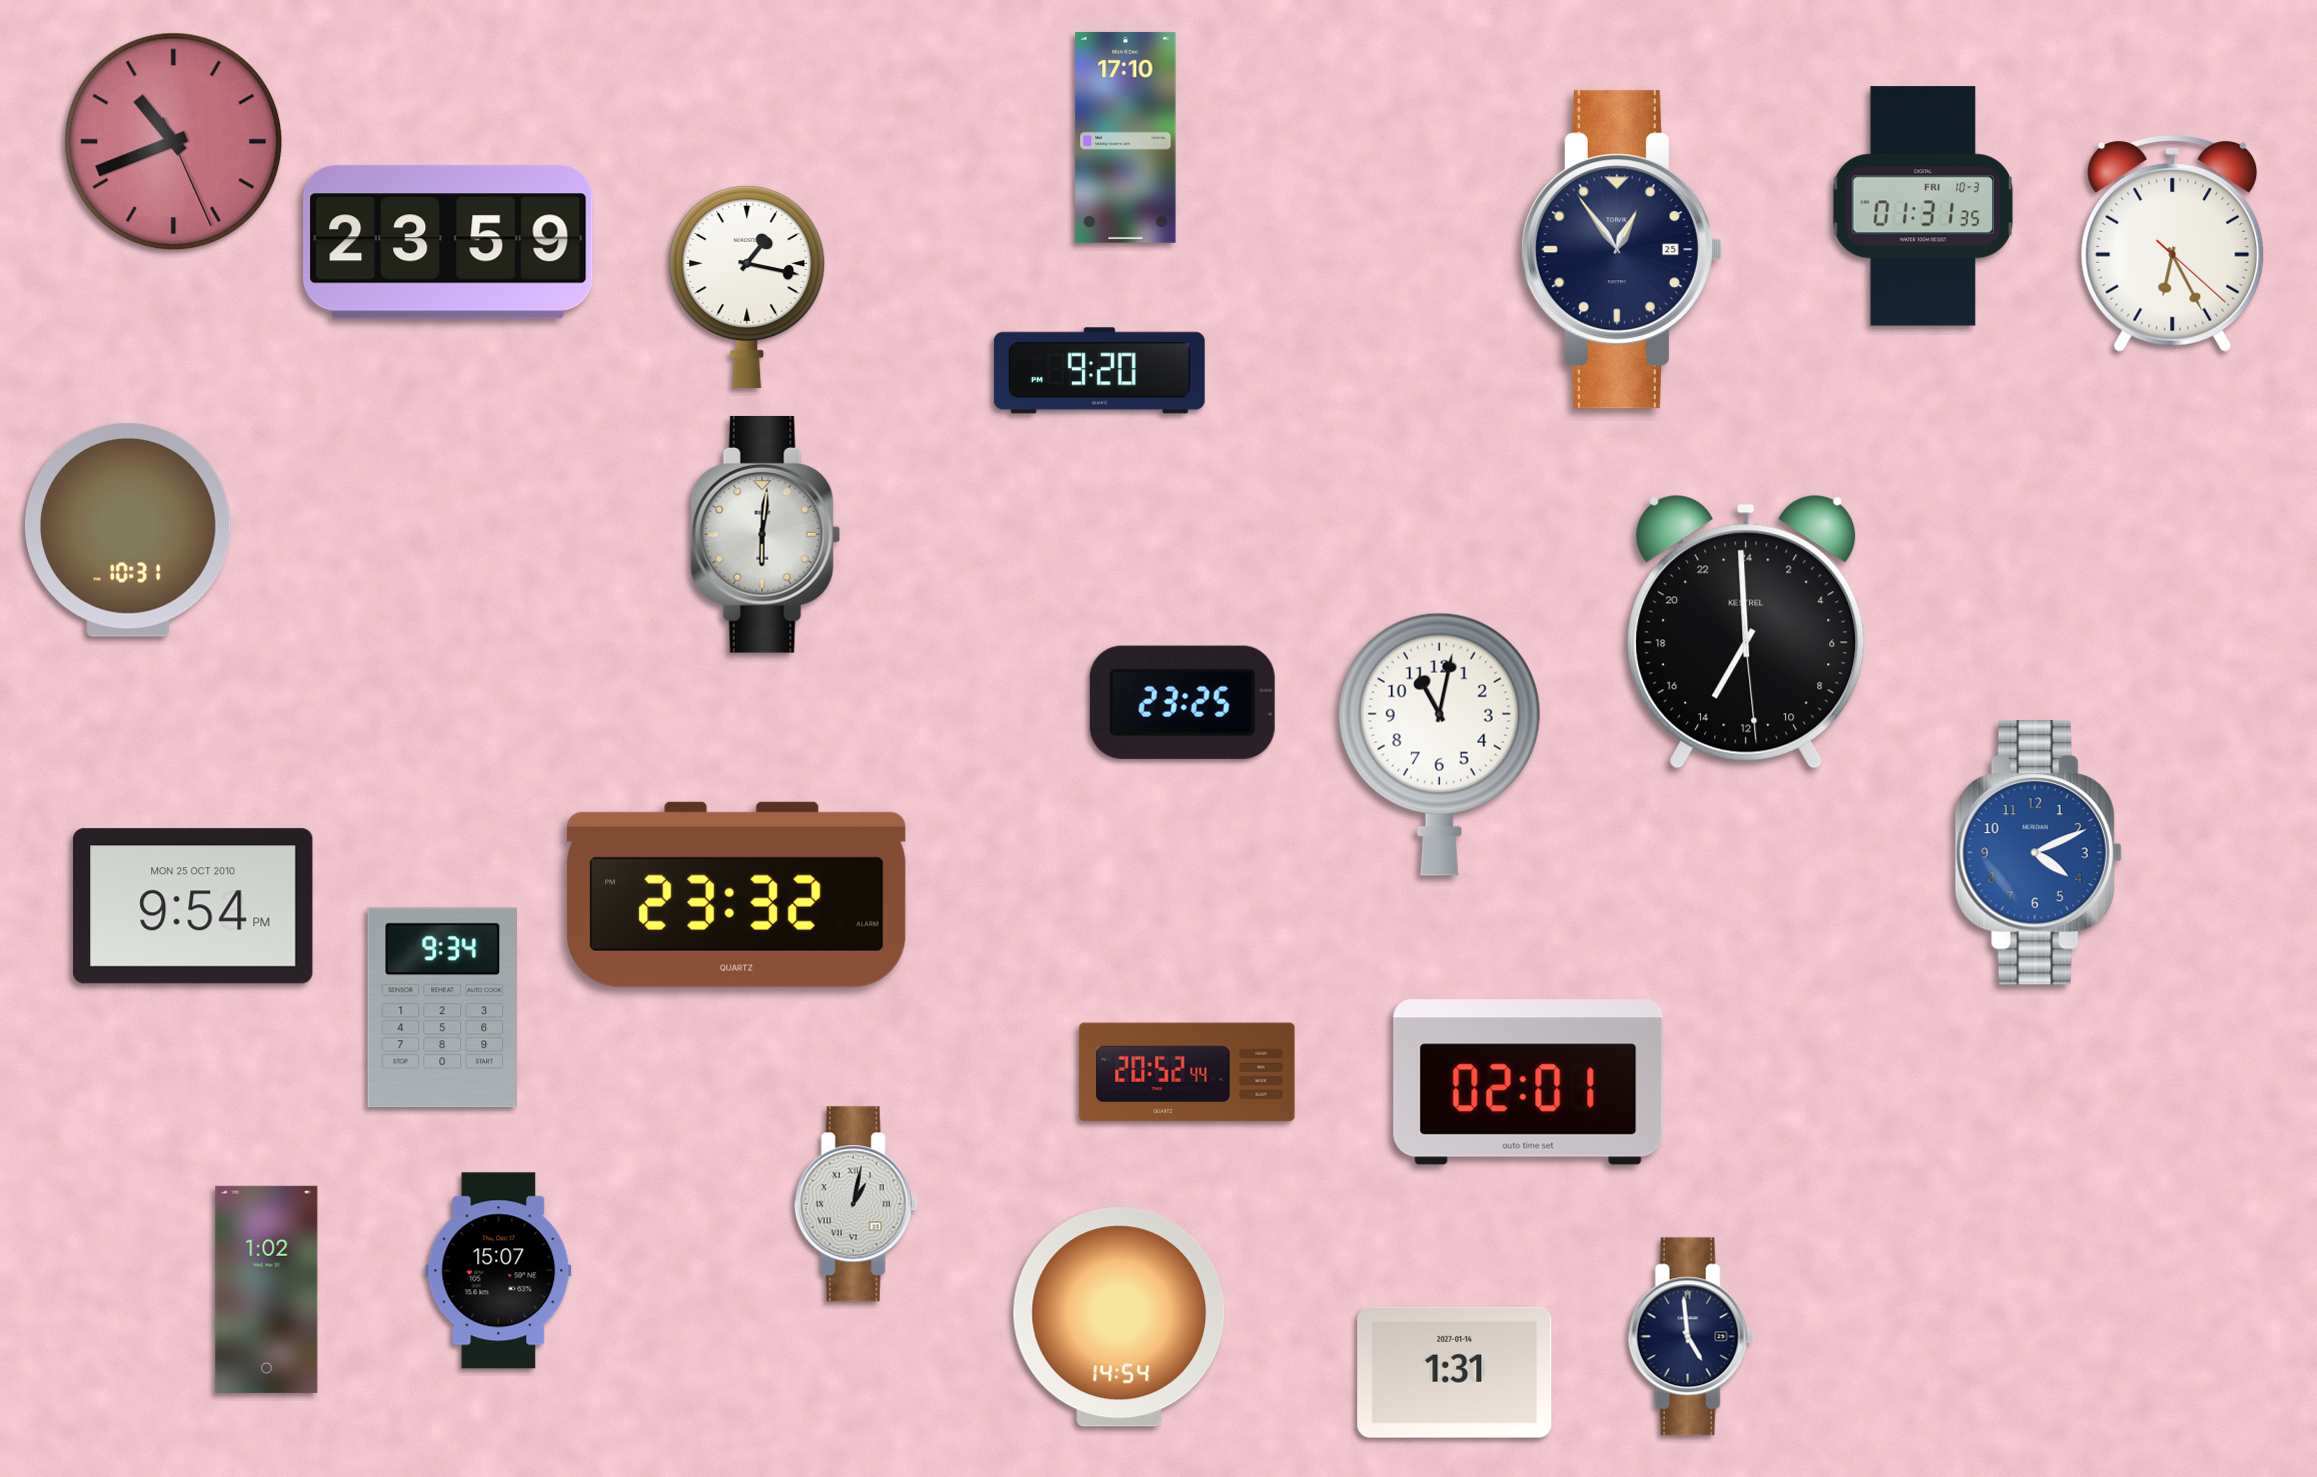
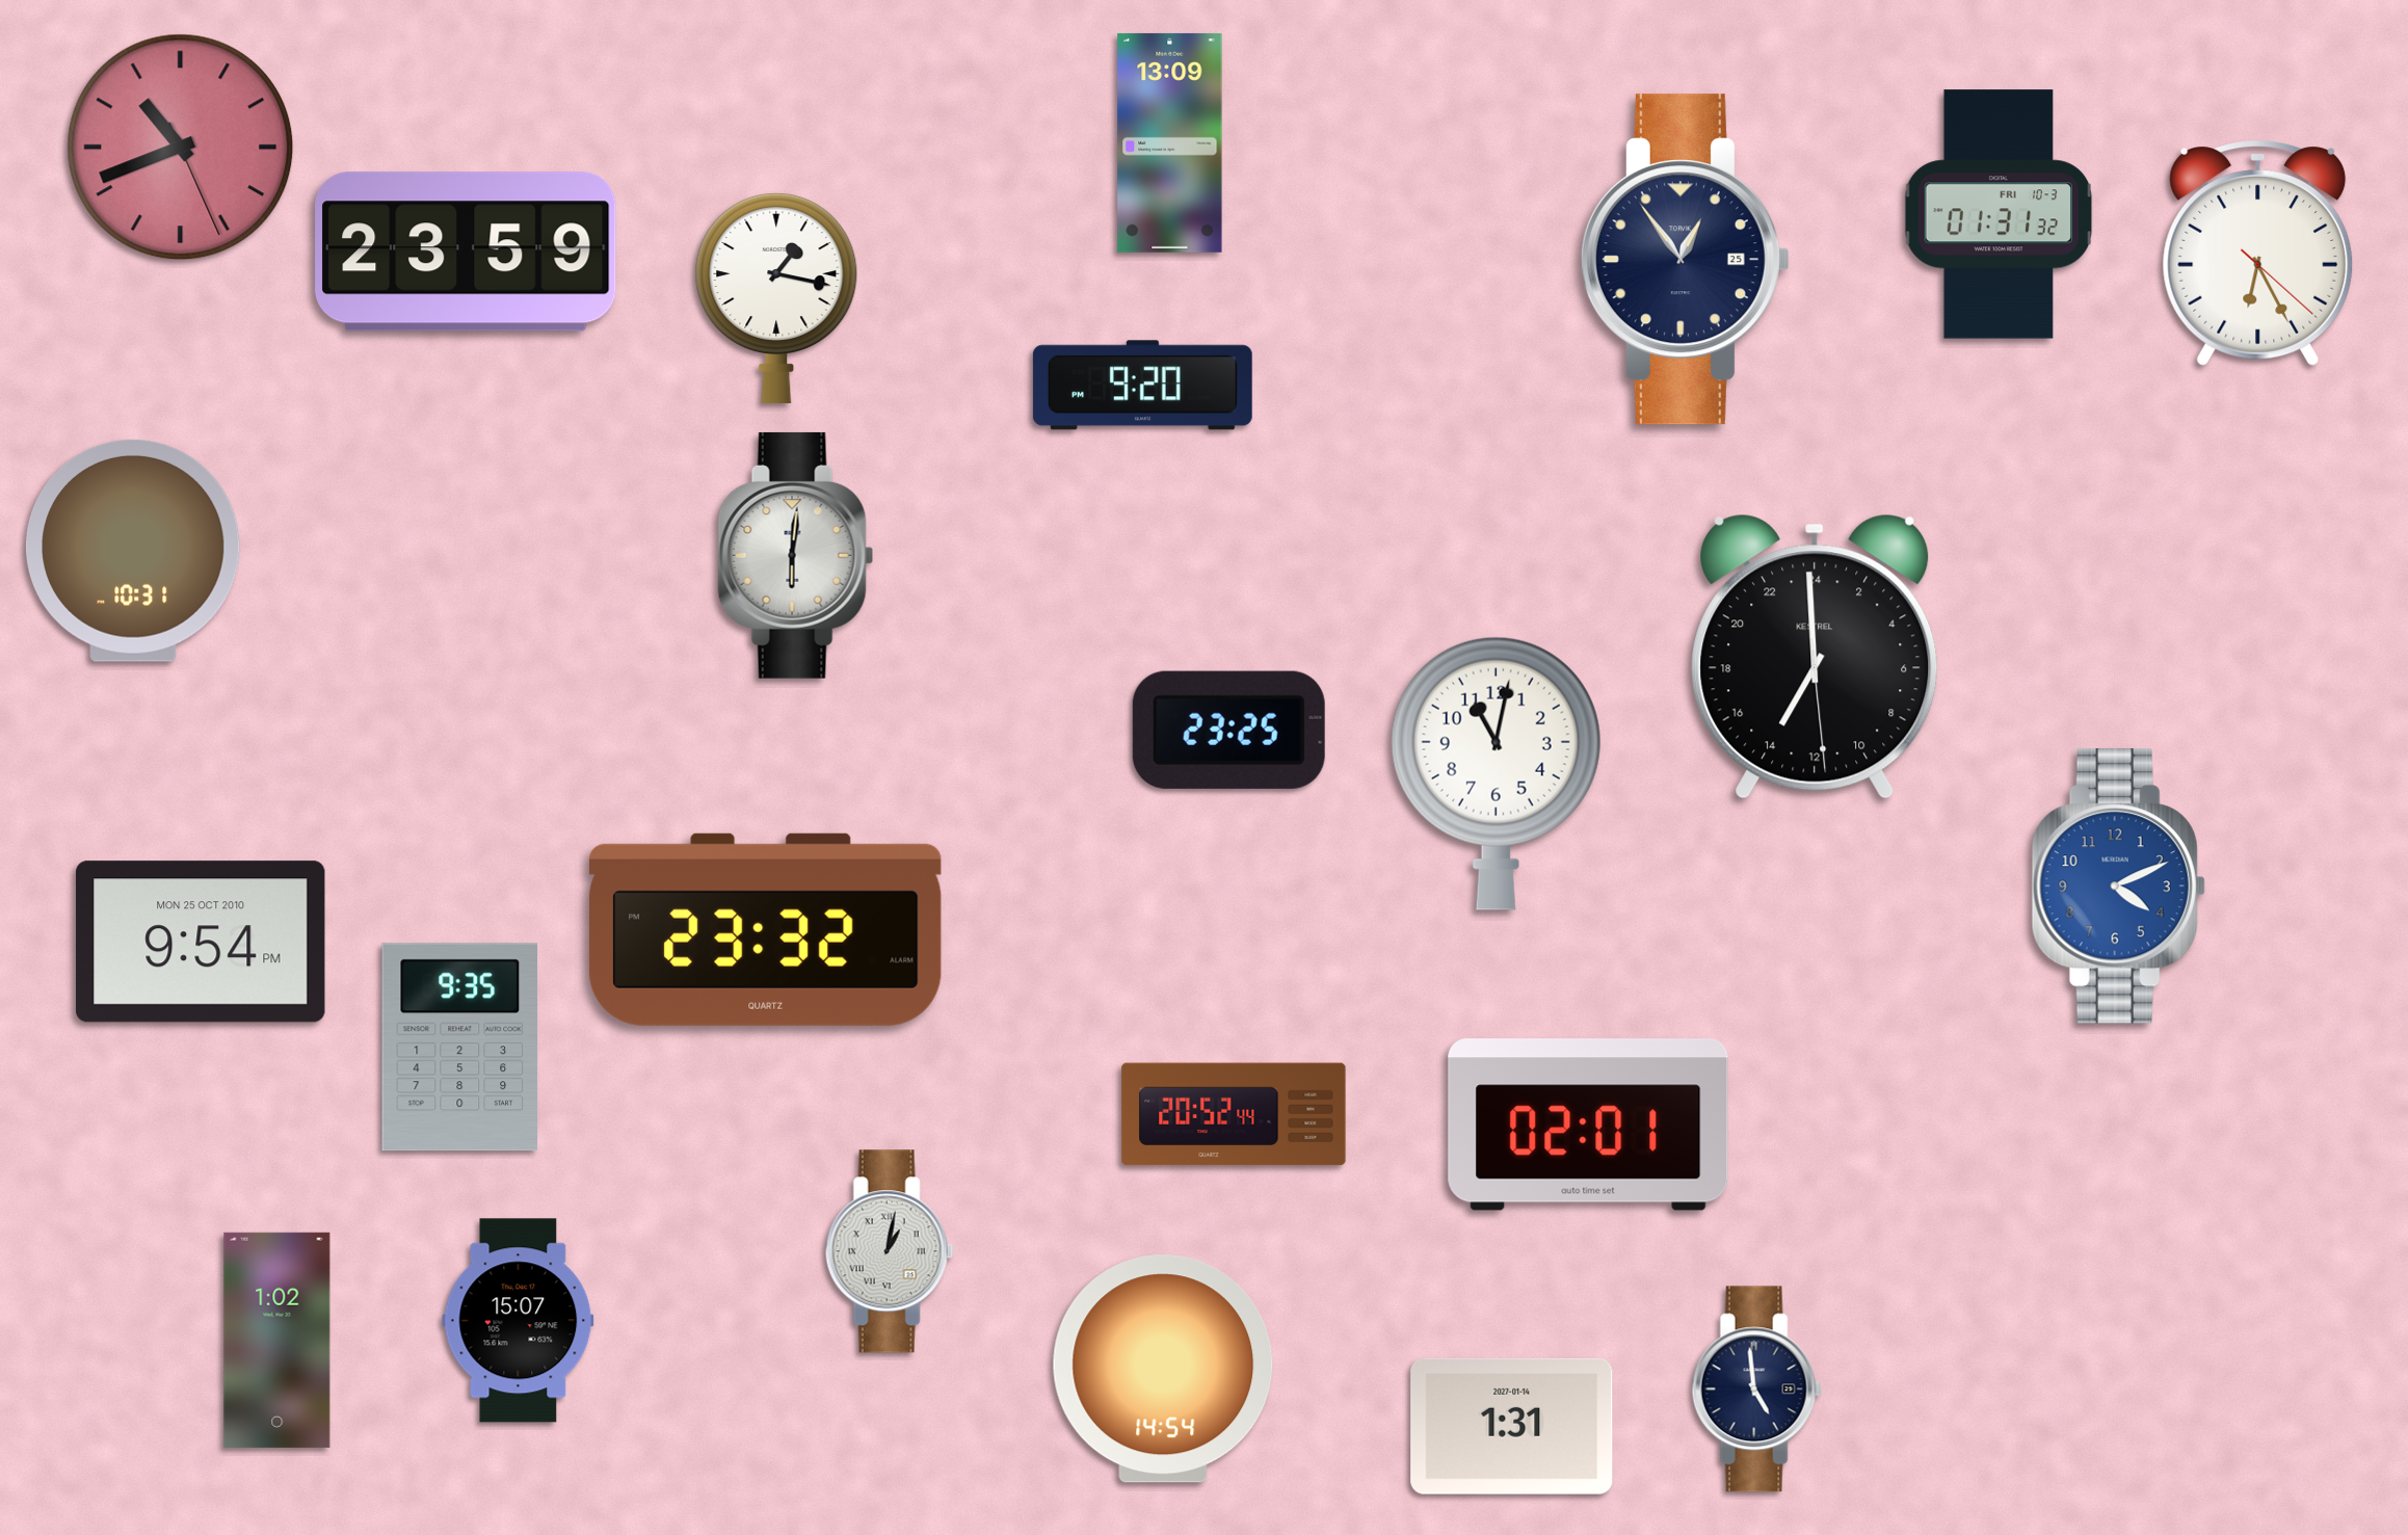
clock at (1126, 137): 17:10 -> 13:09
clock at (1923, 206): 01:31:35 -> 01:31:32
clock at (442, 1008): 9:34 -> 9:35
